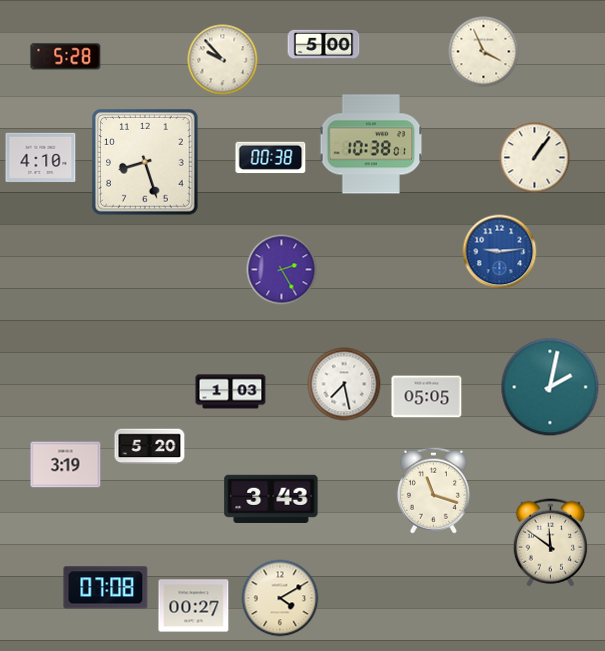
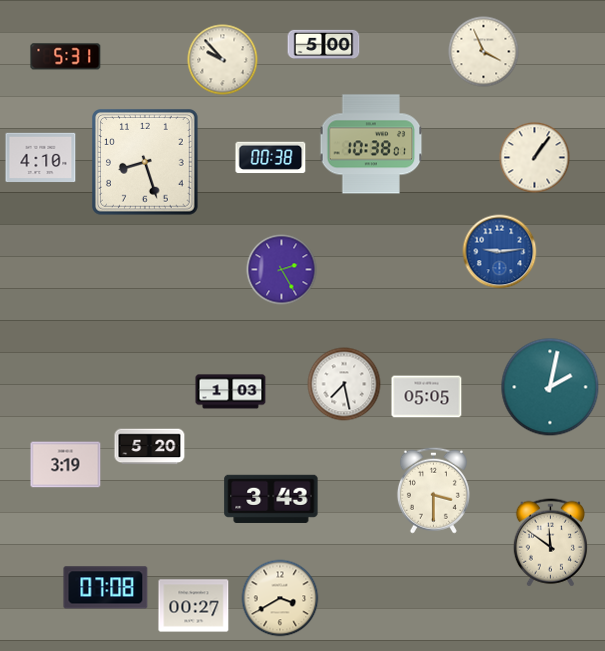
clock at (66, 57): 5:28 -> 5:31
clock at (433, 490): 11:18 -> 3:30
clock at (280, 598): 4:10 -> 3:40
